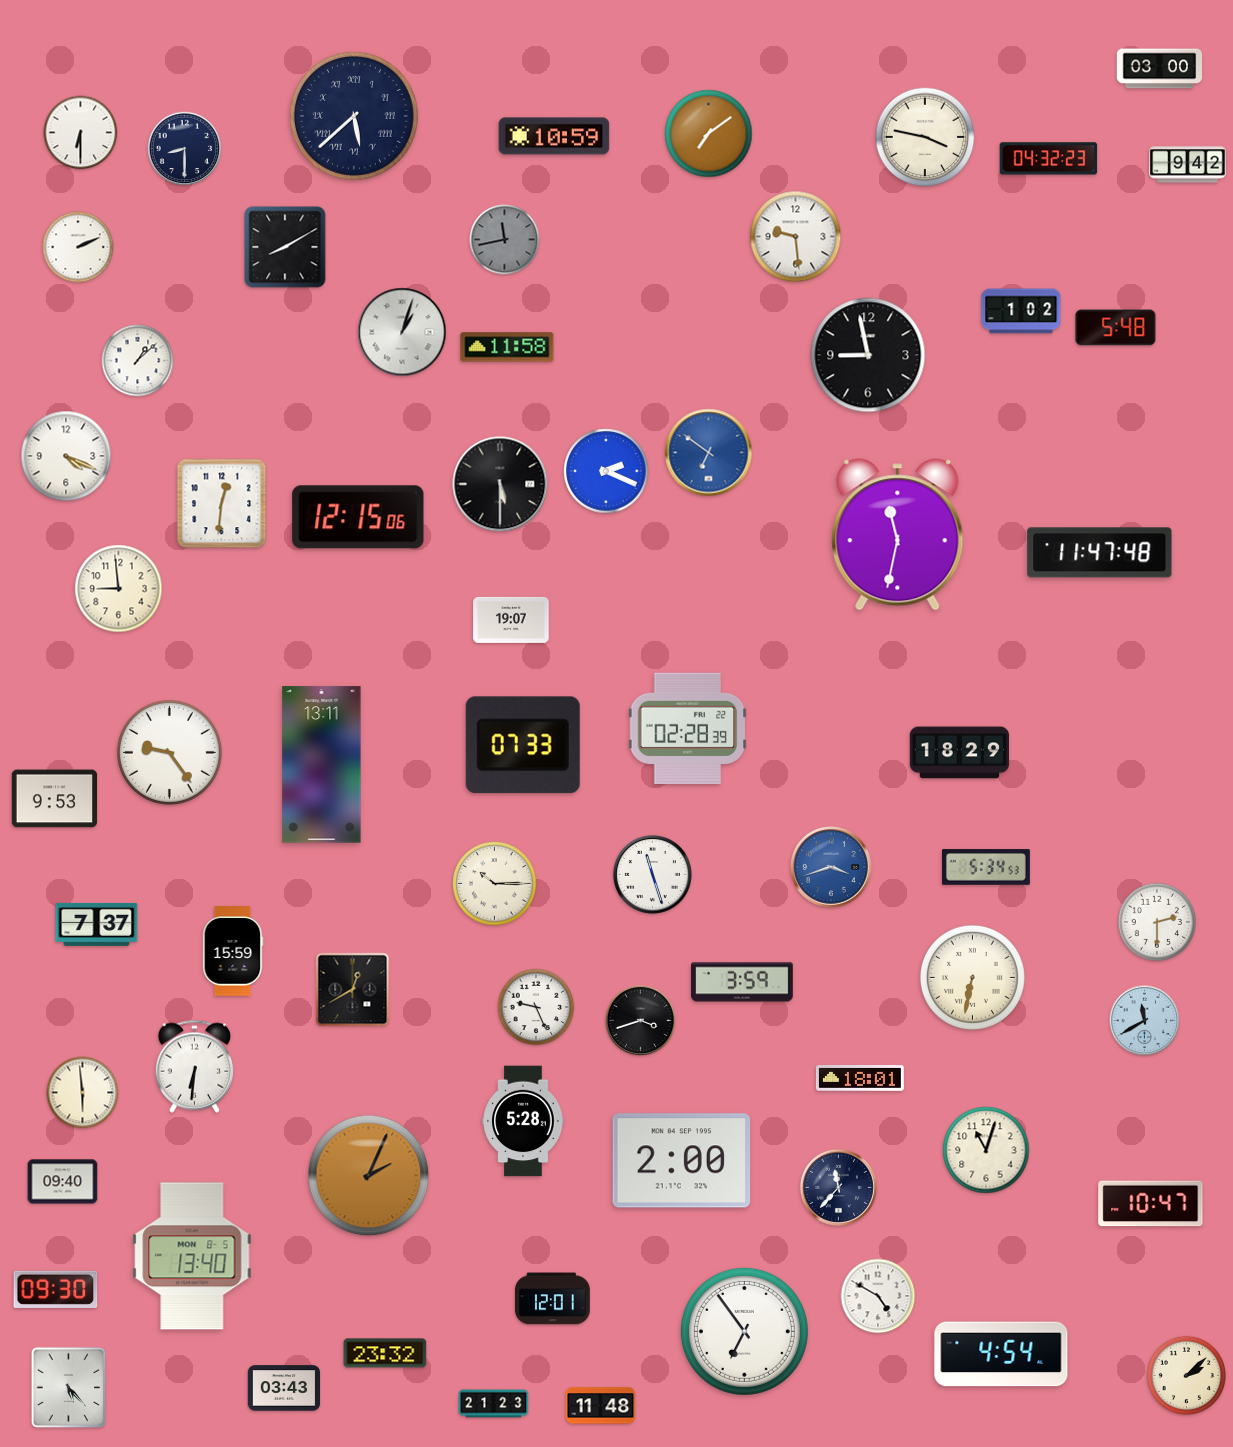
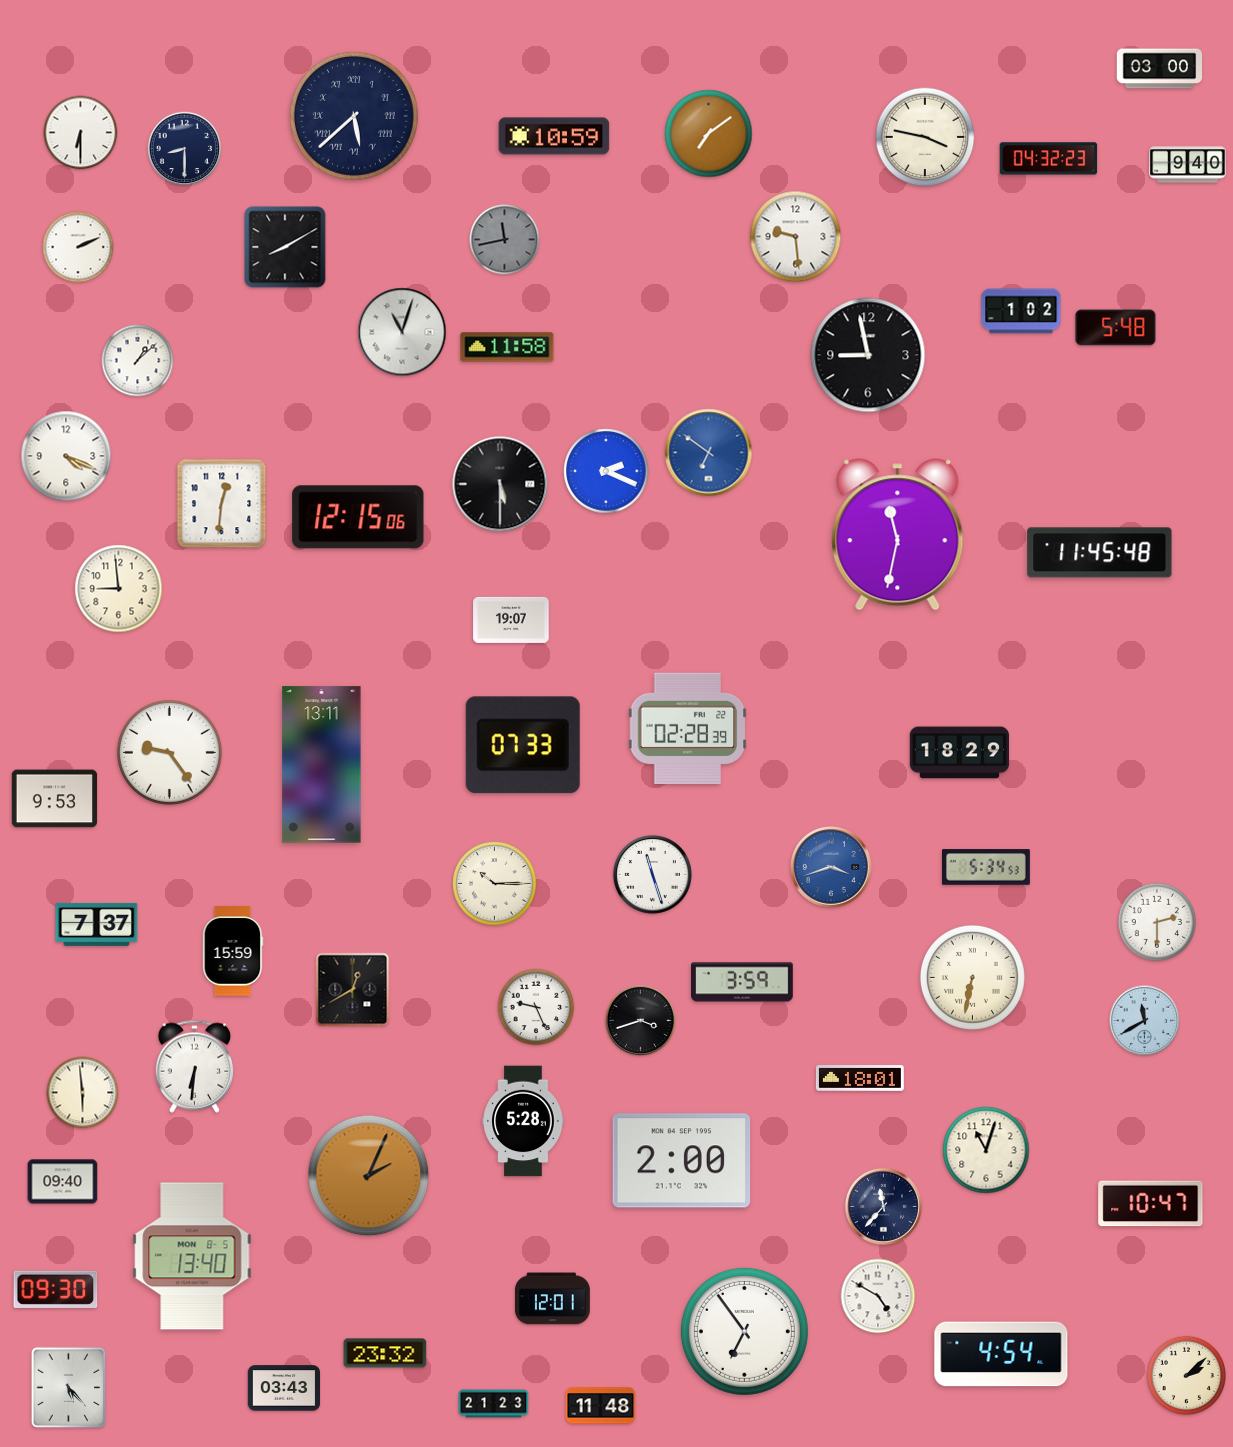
clock at (1188, 165): 9:42 -> 9:40
clock at (402, 332): 1:03 -> 11:03
clock at (1100, 553): 11:47 -> 11:45
clock at (838, 1187) position: (838, 1187) -> (883, 1206)
